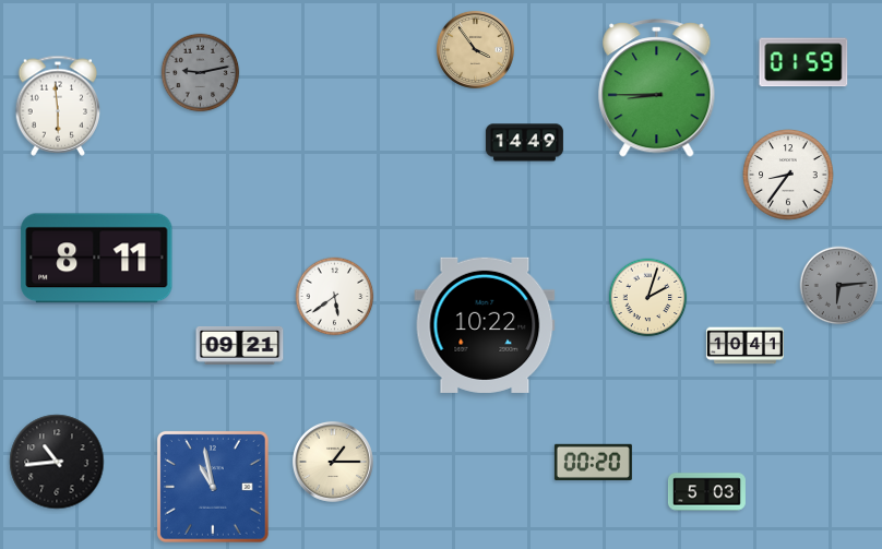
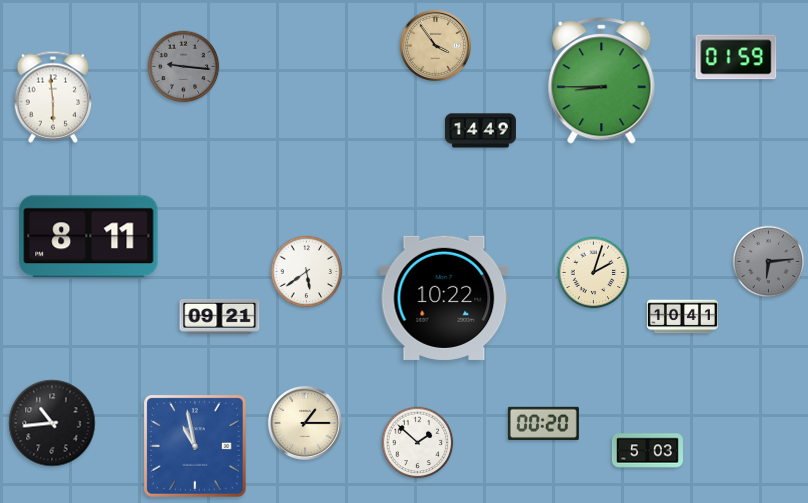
clock at (201, 73): 9:13 -> 9:16
clock at (788, 175): 8:36 -> none
clock at (418, 443): none -> 1:52
